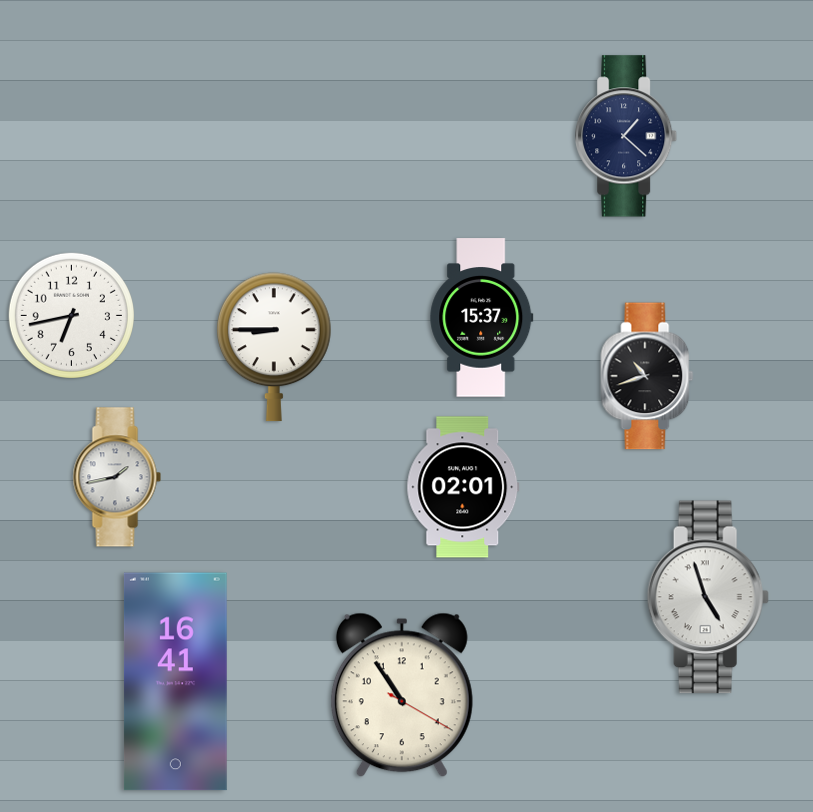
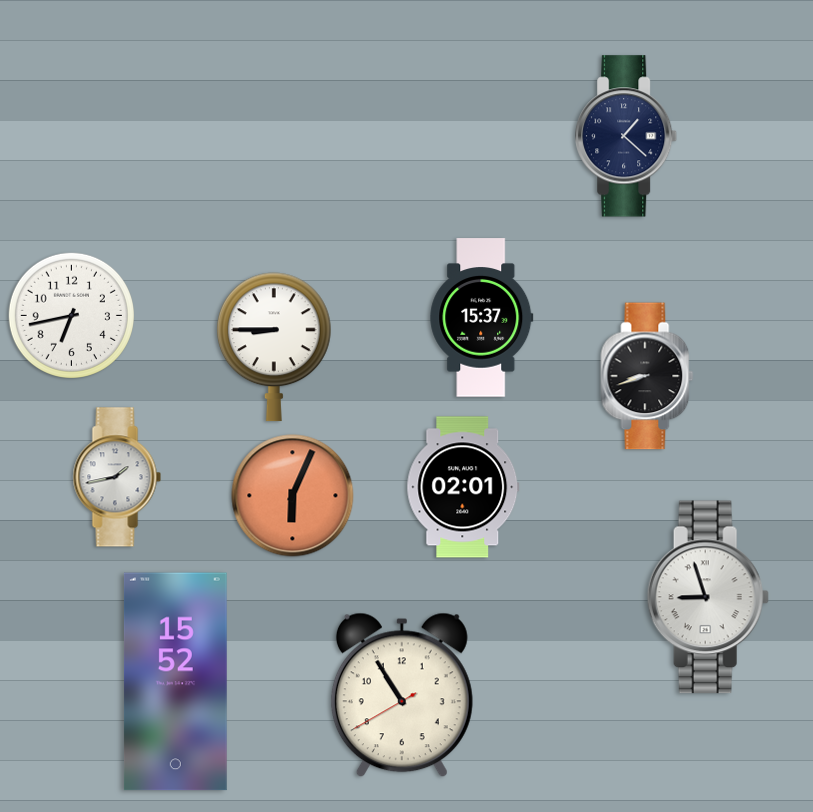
clock at (647, 376): 10:42 -> 8:42
clock at (293, 496): none -> 6:04
clock at (708, 597): 4:57 -> 8:57
clock at (175, 682): 16:41 -> 15:52
clock at (402, 695): 10:54:20 -> 10:54:40
